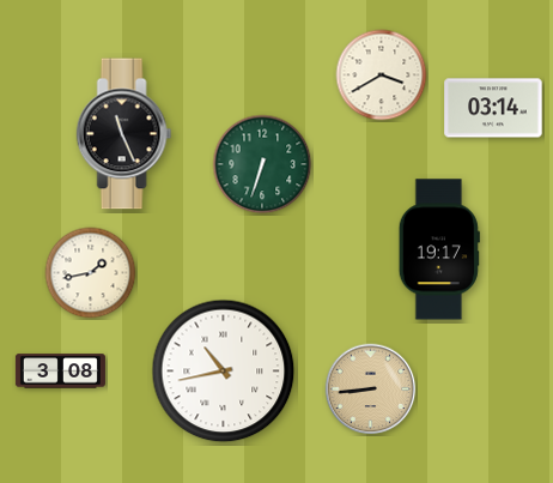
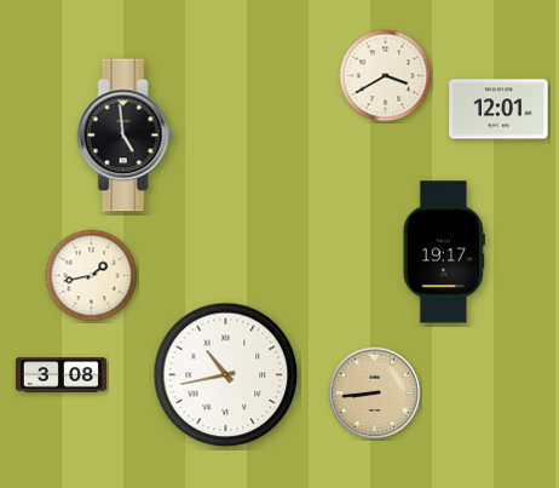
clock at (493, 108): 03:14 -> 12:01
clock at (124, 134): 11:26 -> 4:59
clock at (262, 164): 6:33 -> none
